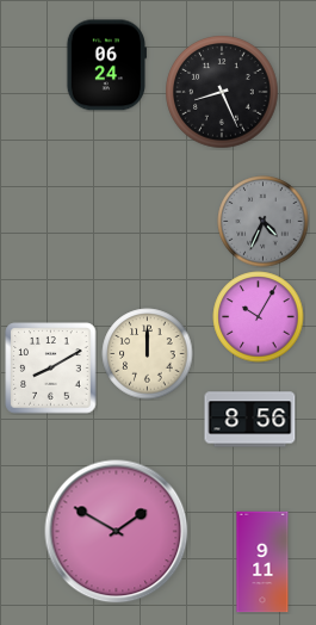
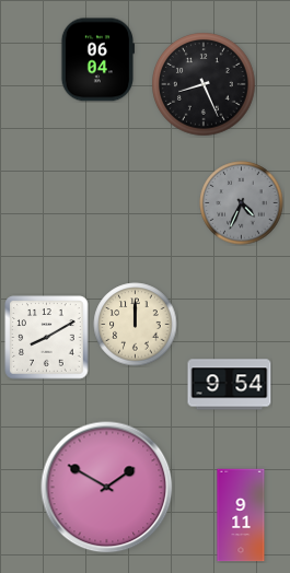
clock at (106, 66): 06:24 -> 06:04
clock at (259, 317): 10:05 -> none
clock at (250, 420): 8:56 -> 9:54
